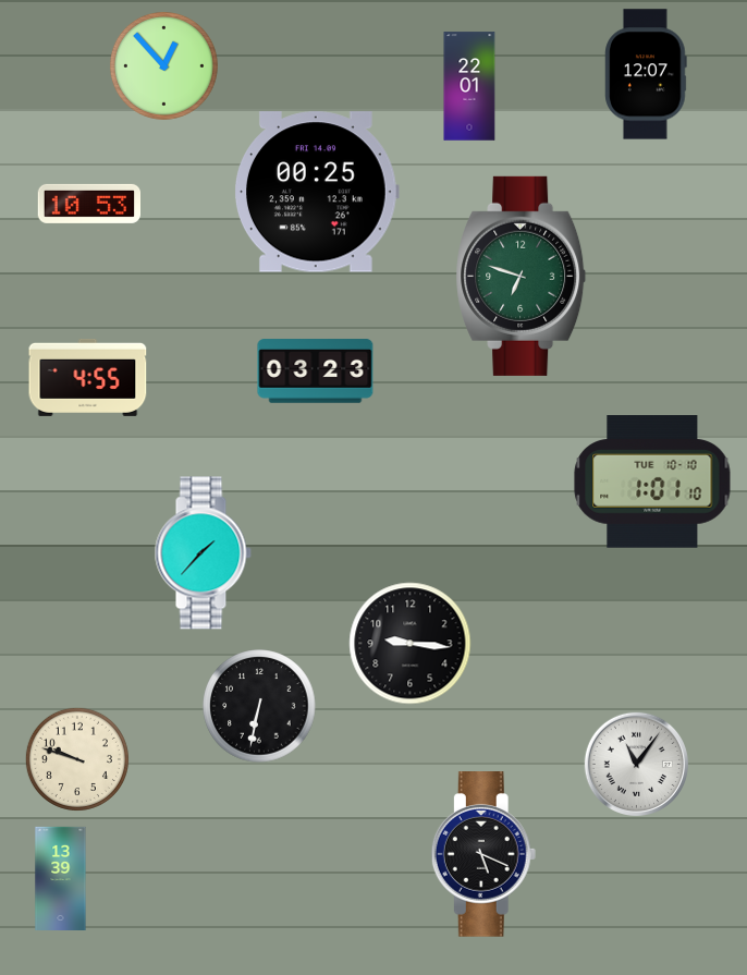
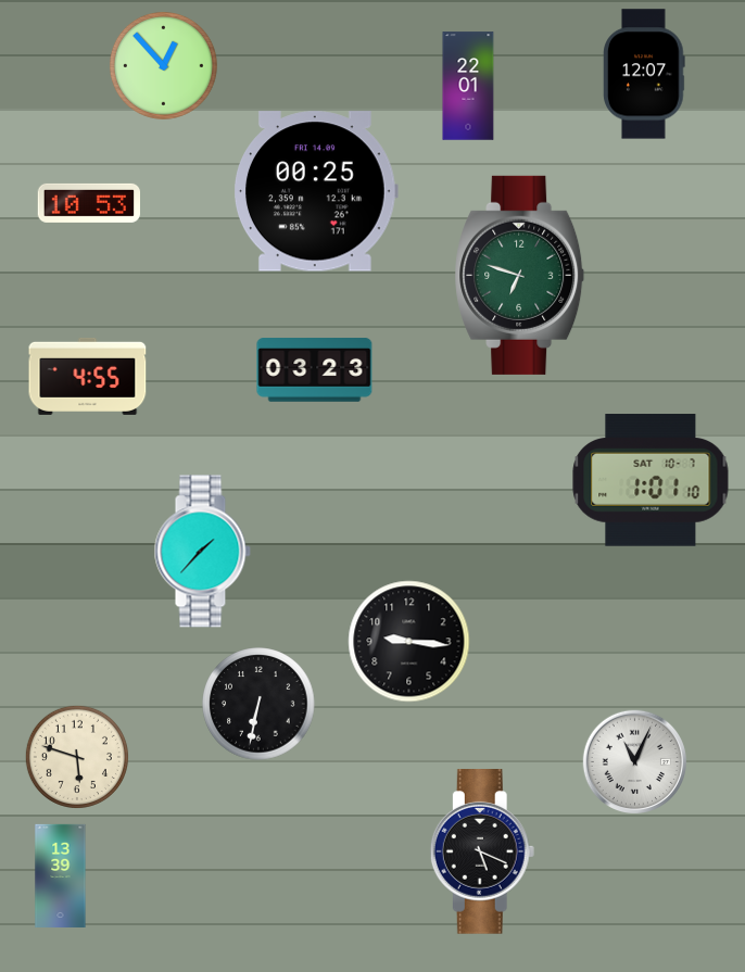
clock at (652, 482) date: TUE 10-10 -> SAT 10-7
clock at (77, 759): 9:48 -> 5:48
clock at (636, 764): 11:06 -> 11:04
